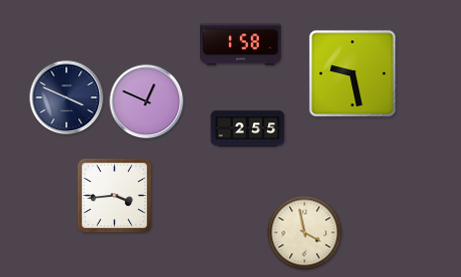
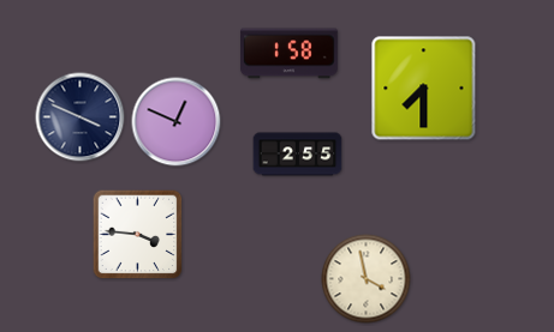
clock at (353, 74): 9:28 -> 7:30
clock at (115, 196): 3:44 -> 3:46
